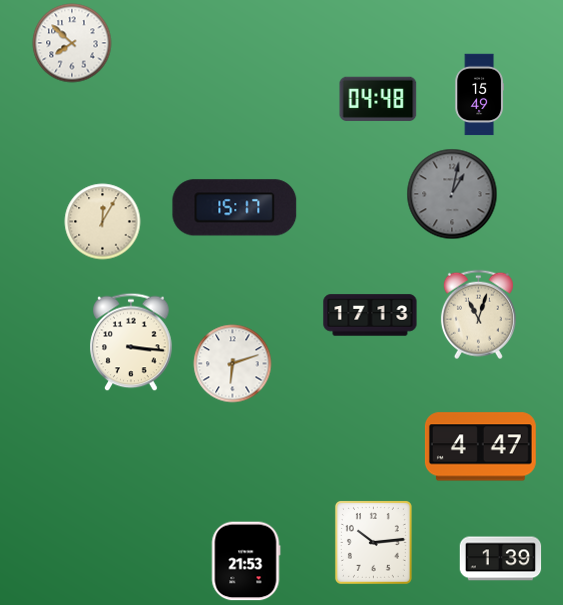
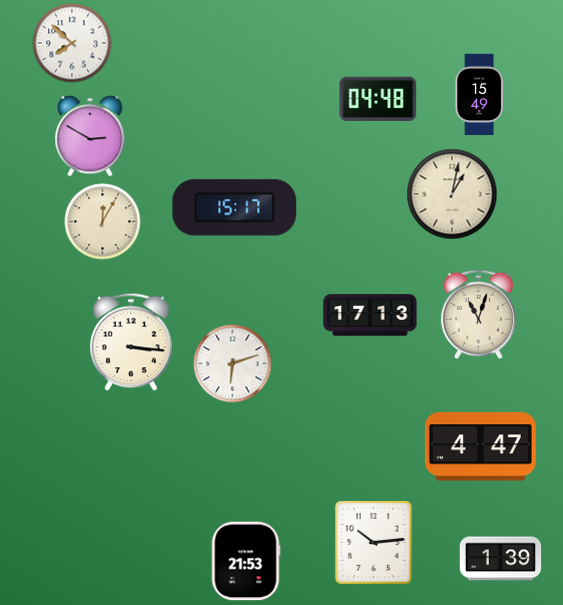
clock at (90, 136): none -> 2:50
clock at (452, 194) dial: grey -> cream
